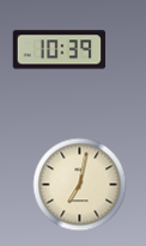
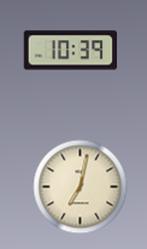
clock at (59, 50) position: (59, 50) -> (70, 51)
